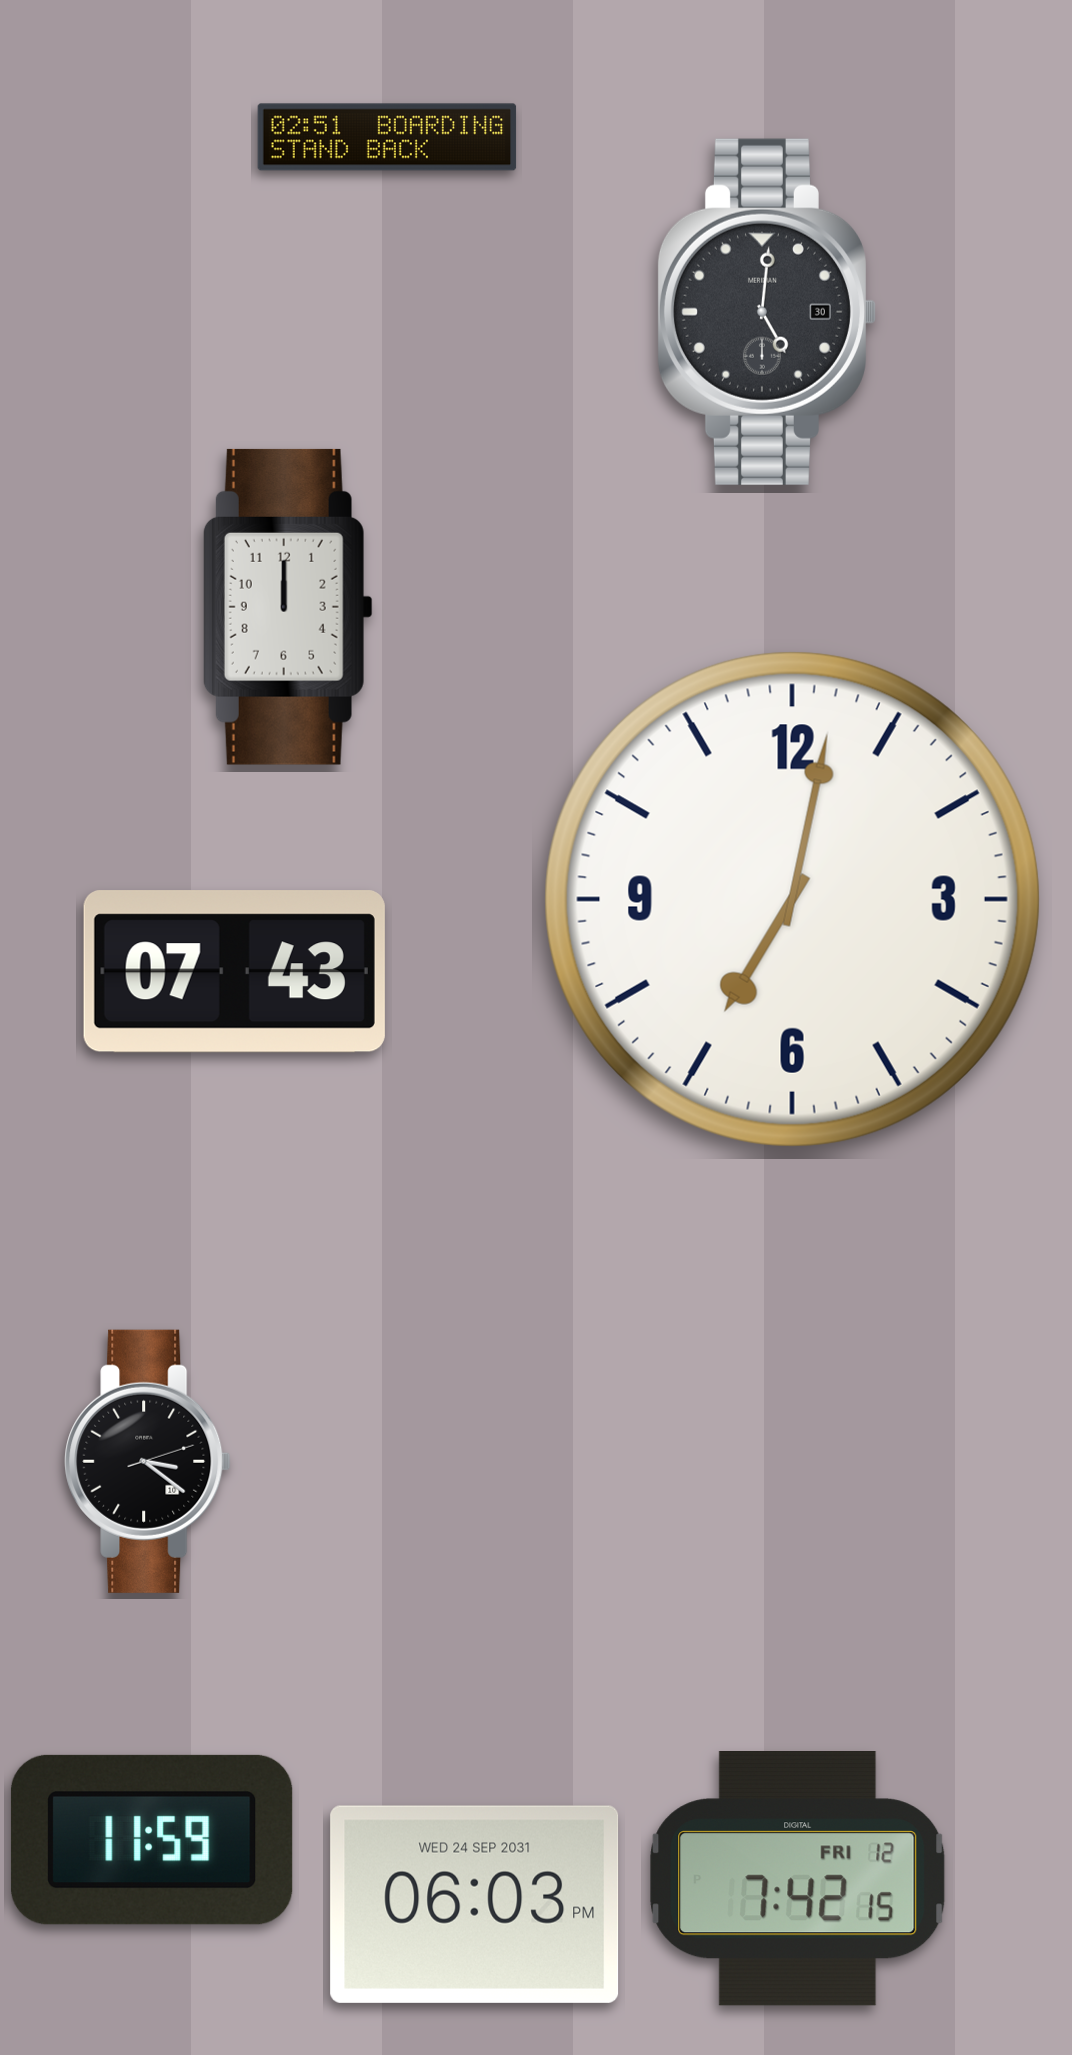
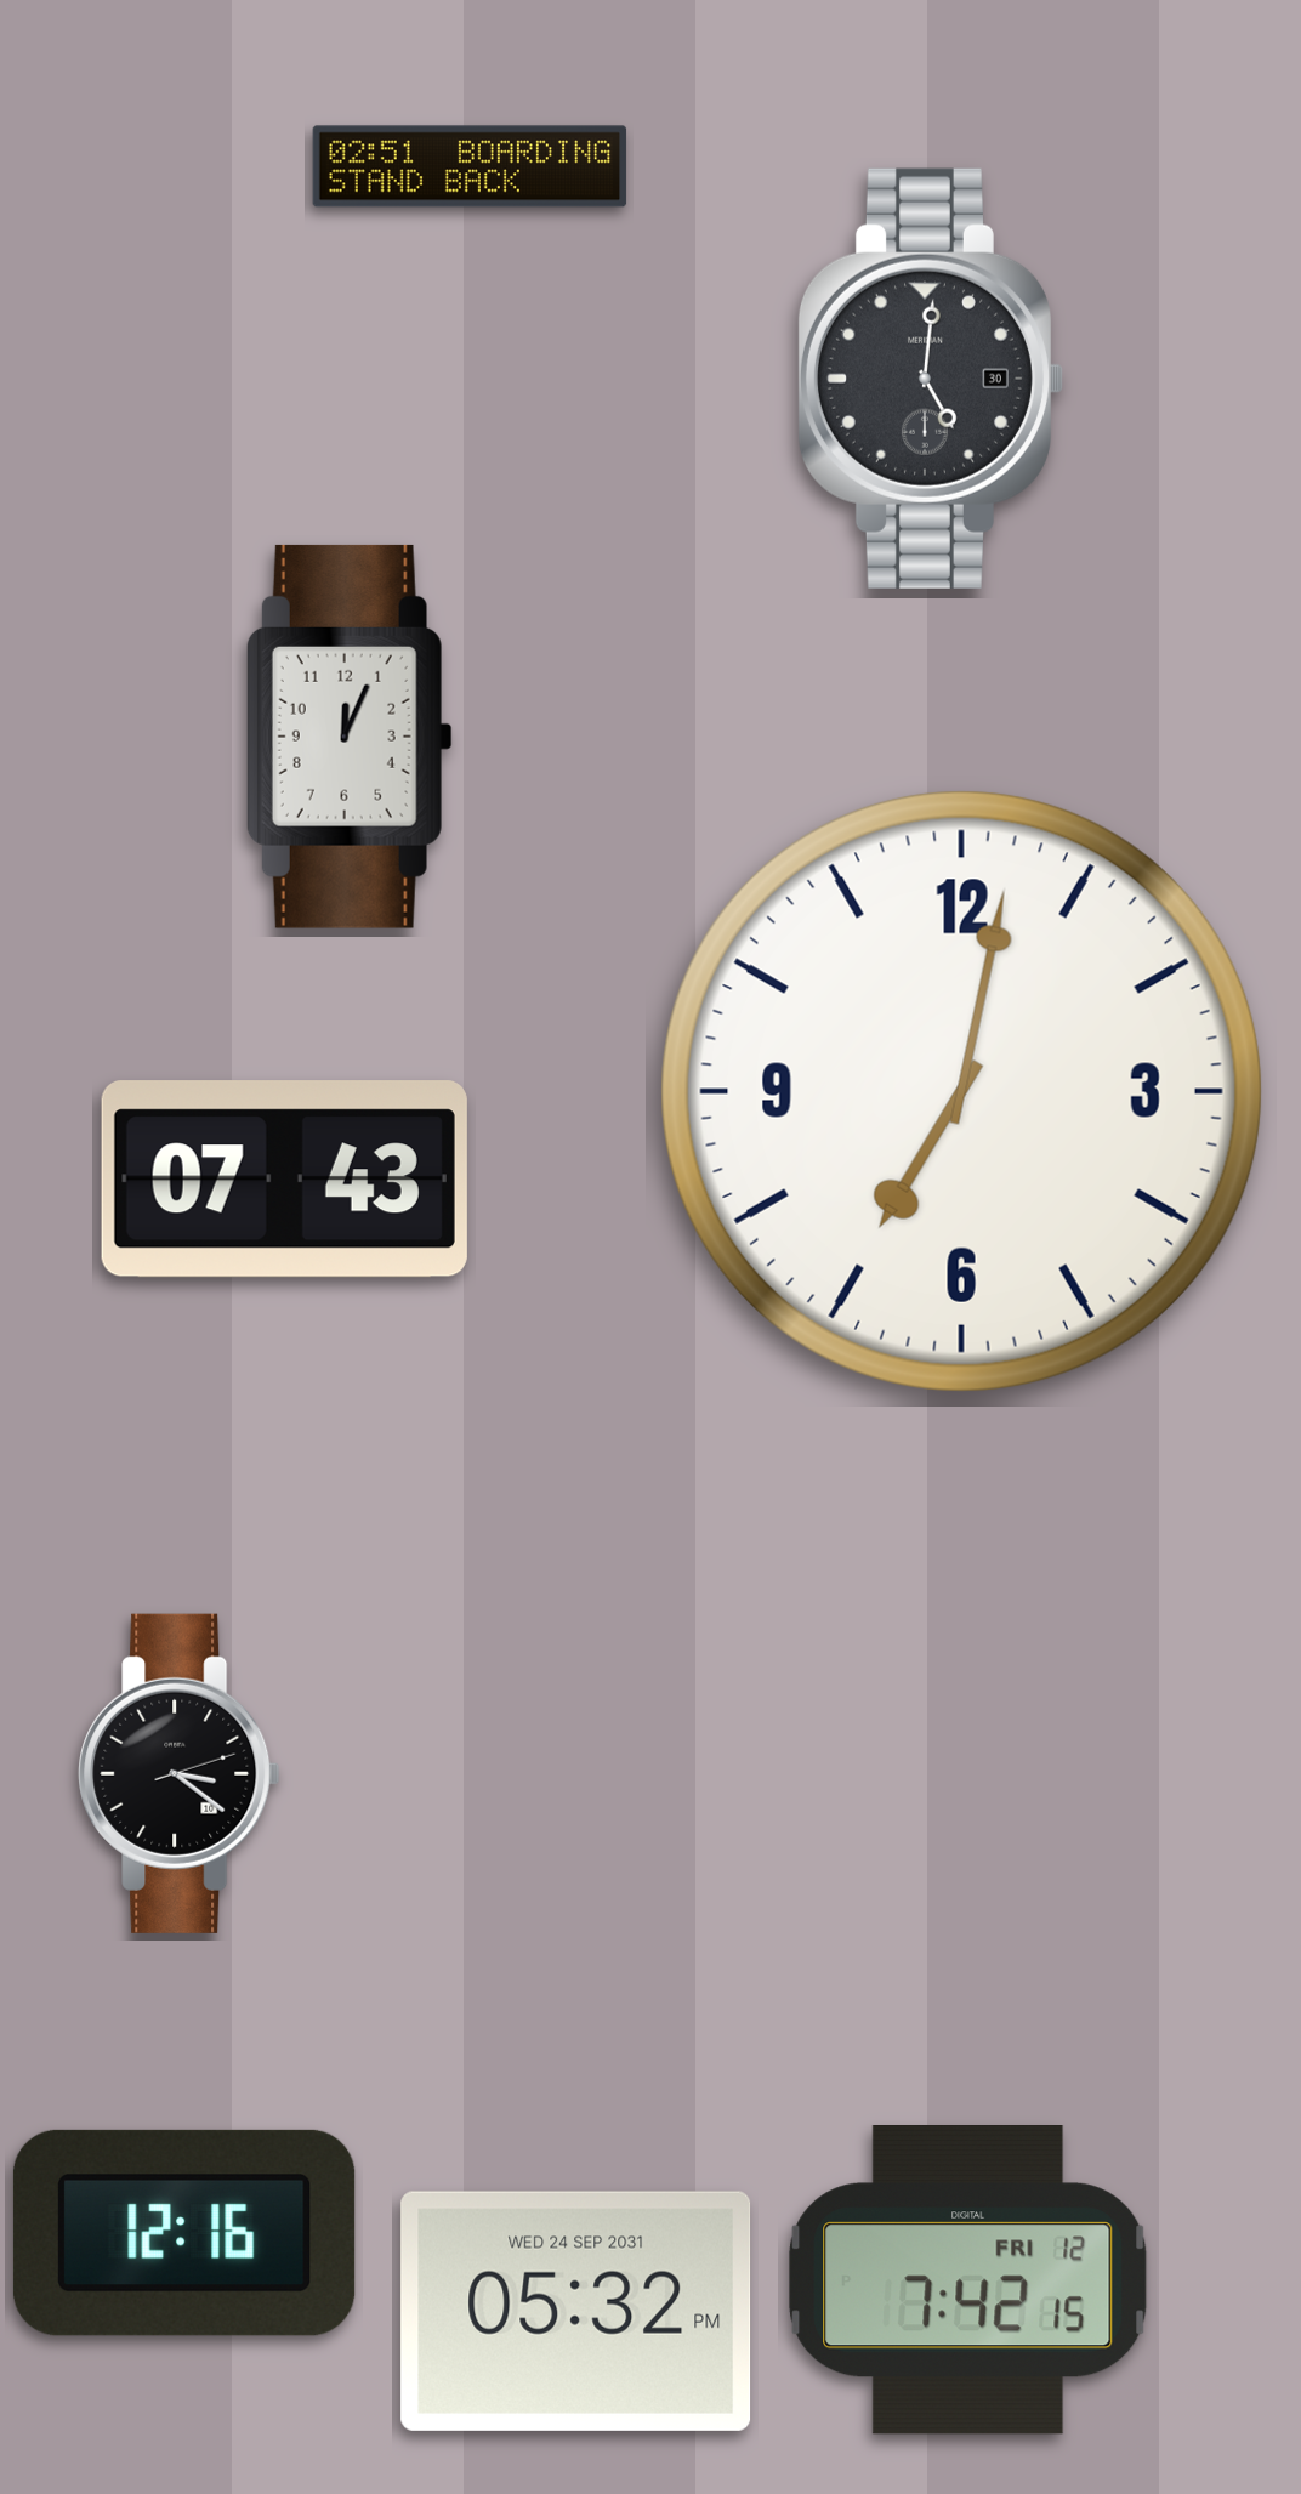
clock at (288, 607): 12:00 -> 12:04
clock at (152, 1840): 11:59 -> 12:16
clock at (475, 1904): 06:03 -> 05:32
